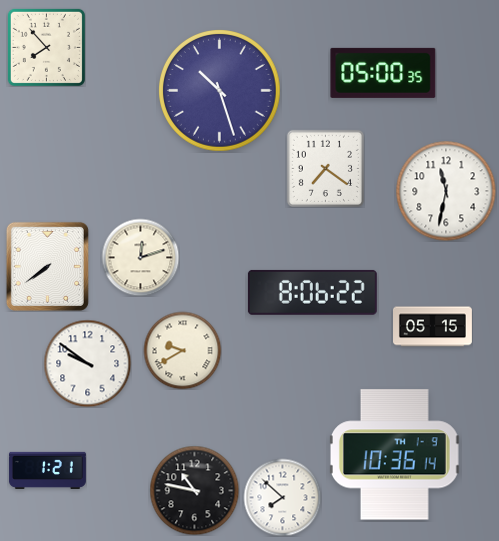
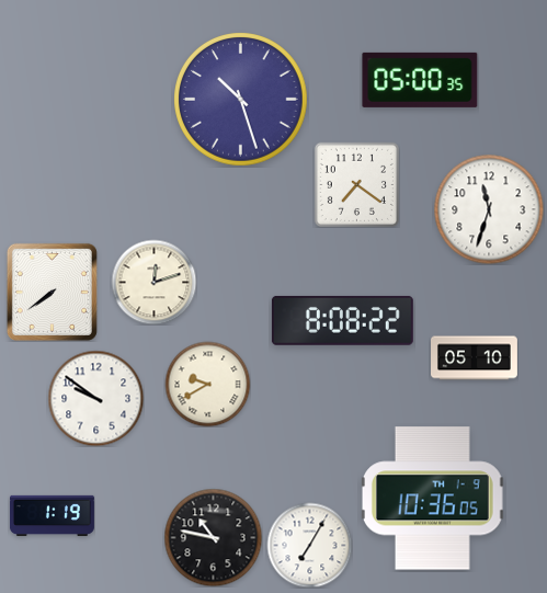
clock at (46, 47): 7:53 -> none
clock at (446, 191): 11:32 -> 11:33
clock at (312, 292): 8:06 -> 8:08
clock at (433, 327): 05:15 -> 05:10
clock at (182, 350) position: (182, 350) -> (207, 384)
clock at (394, 455): 10:36:14 -> 10:36:05
clock at (47, 470): 1:21 -> 1:19
clock at (282, 497): 7:52 -> 7:05
